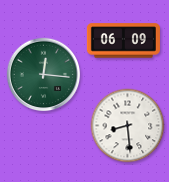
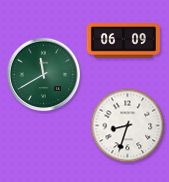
clock at (44, 75): 12:16 -> 11:40
clock at (128, 126): 8:29 -> 8:33
